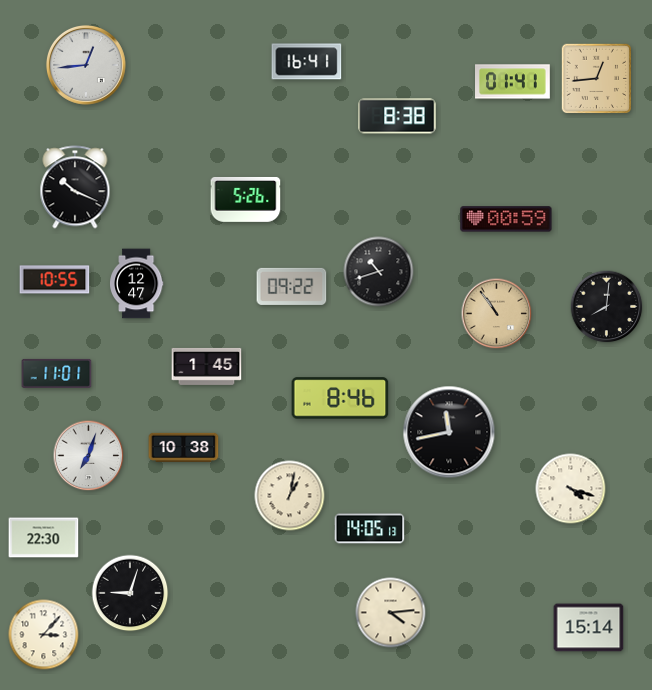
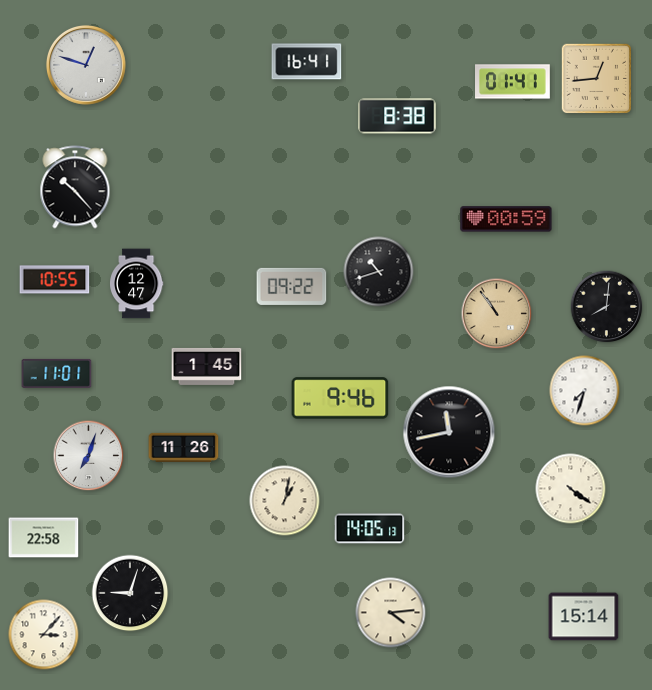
clock at (86, 65): 12:44 -> 12:48
clock at (75, 187): 10:19 -> 10:23
clock at (246, 199): 5:26 -> none
clock at (585, 391): none -> 7:33
clock at (340, 398): 8:46 -> 9:46
clock at (184, 447): 10:38 -> 11:26
clock at (571, 489): 4:18 -> 4:21
clock at (290, 496) position: (290, 496) -> (285, 501)
clock at (44, 538): 22:30 -> 22:58
clock at (589, 628) position: (589, 628) -> (584, 617)
